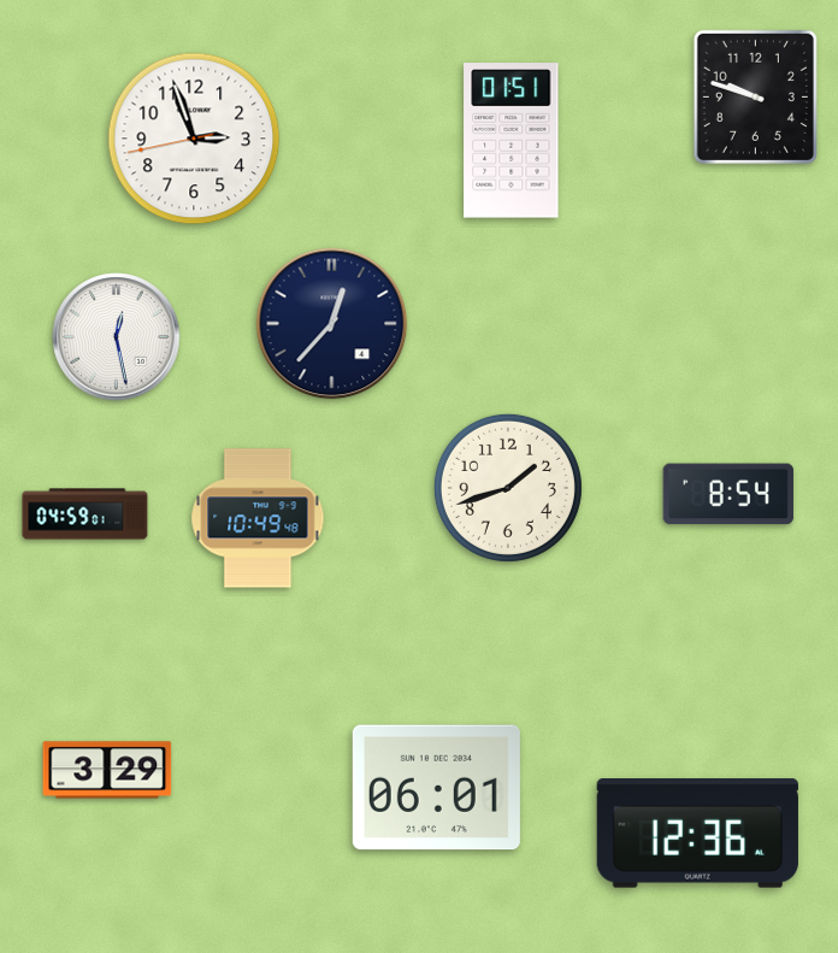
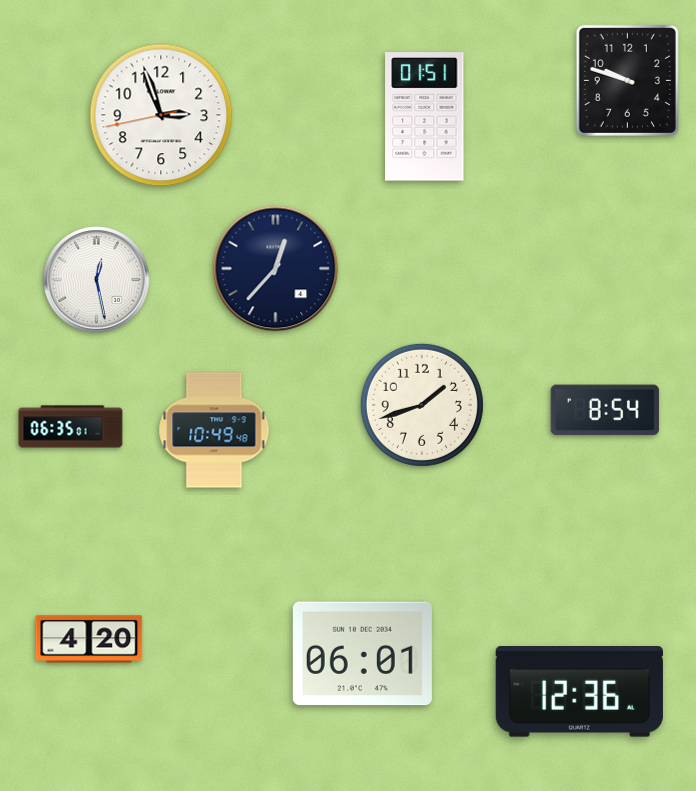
clock at (85, 514): 04:59 -> 06:35
clock at (107, 770): 3:29 -> 4:20
